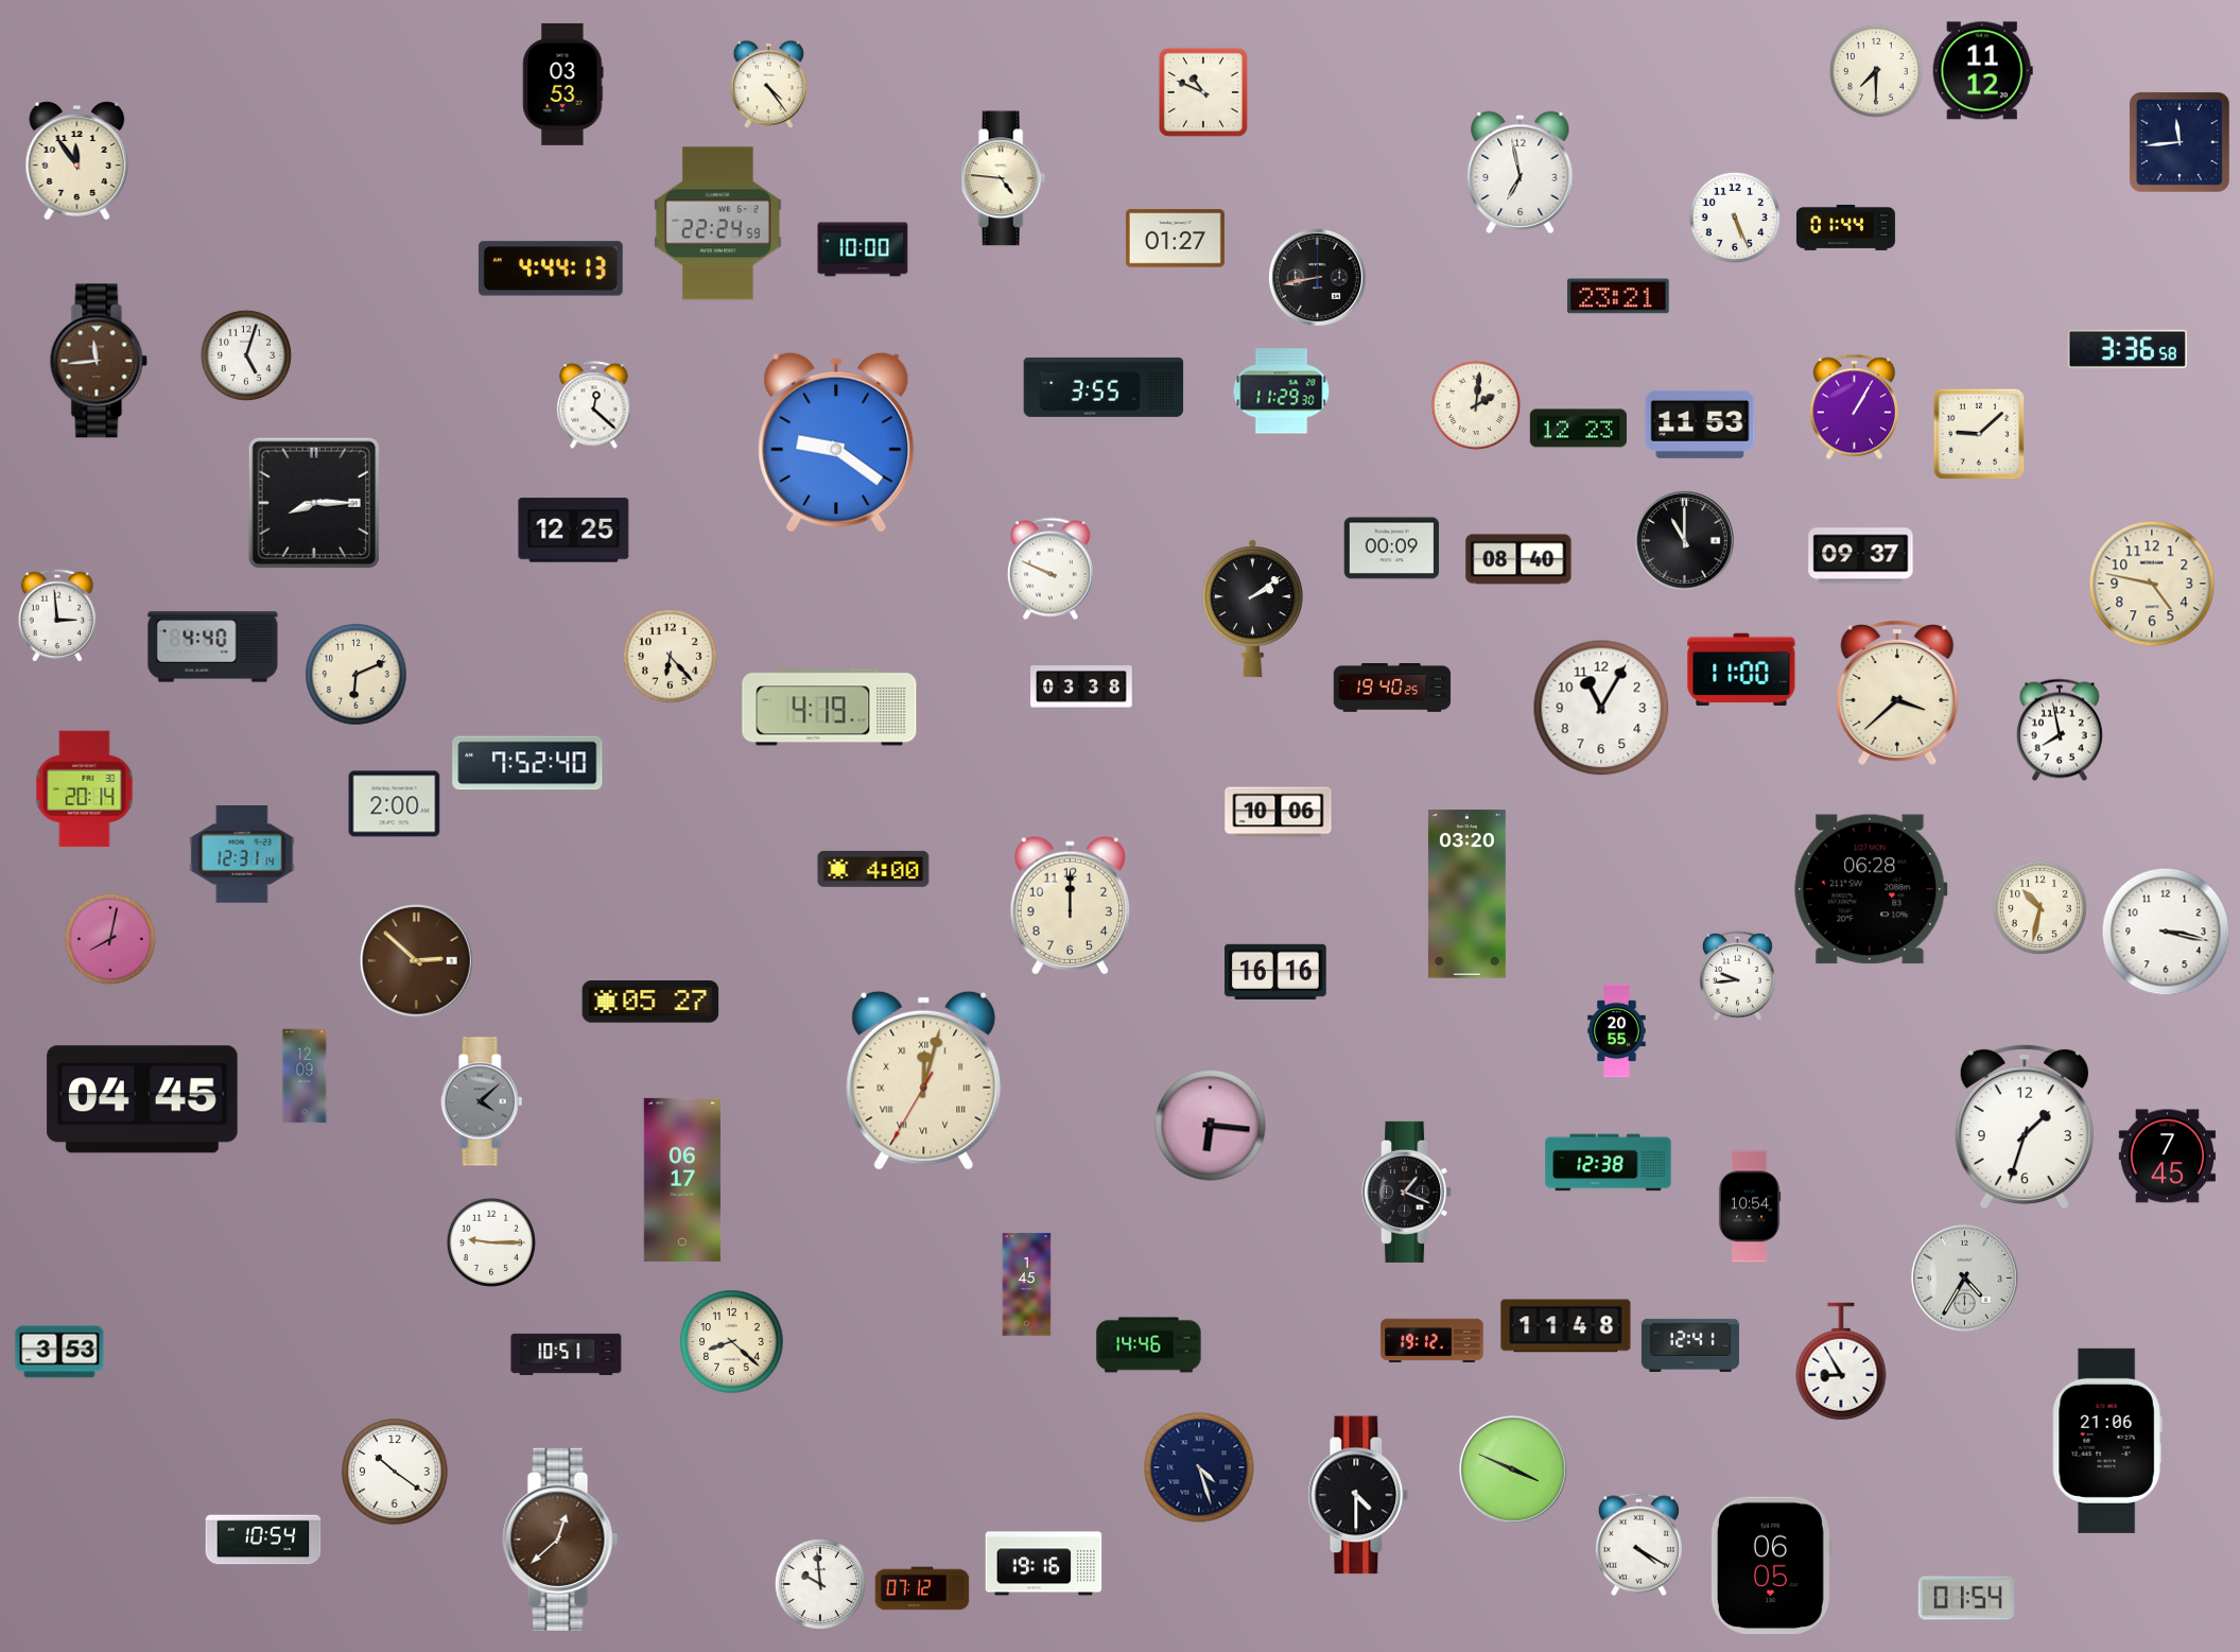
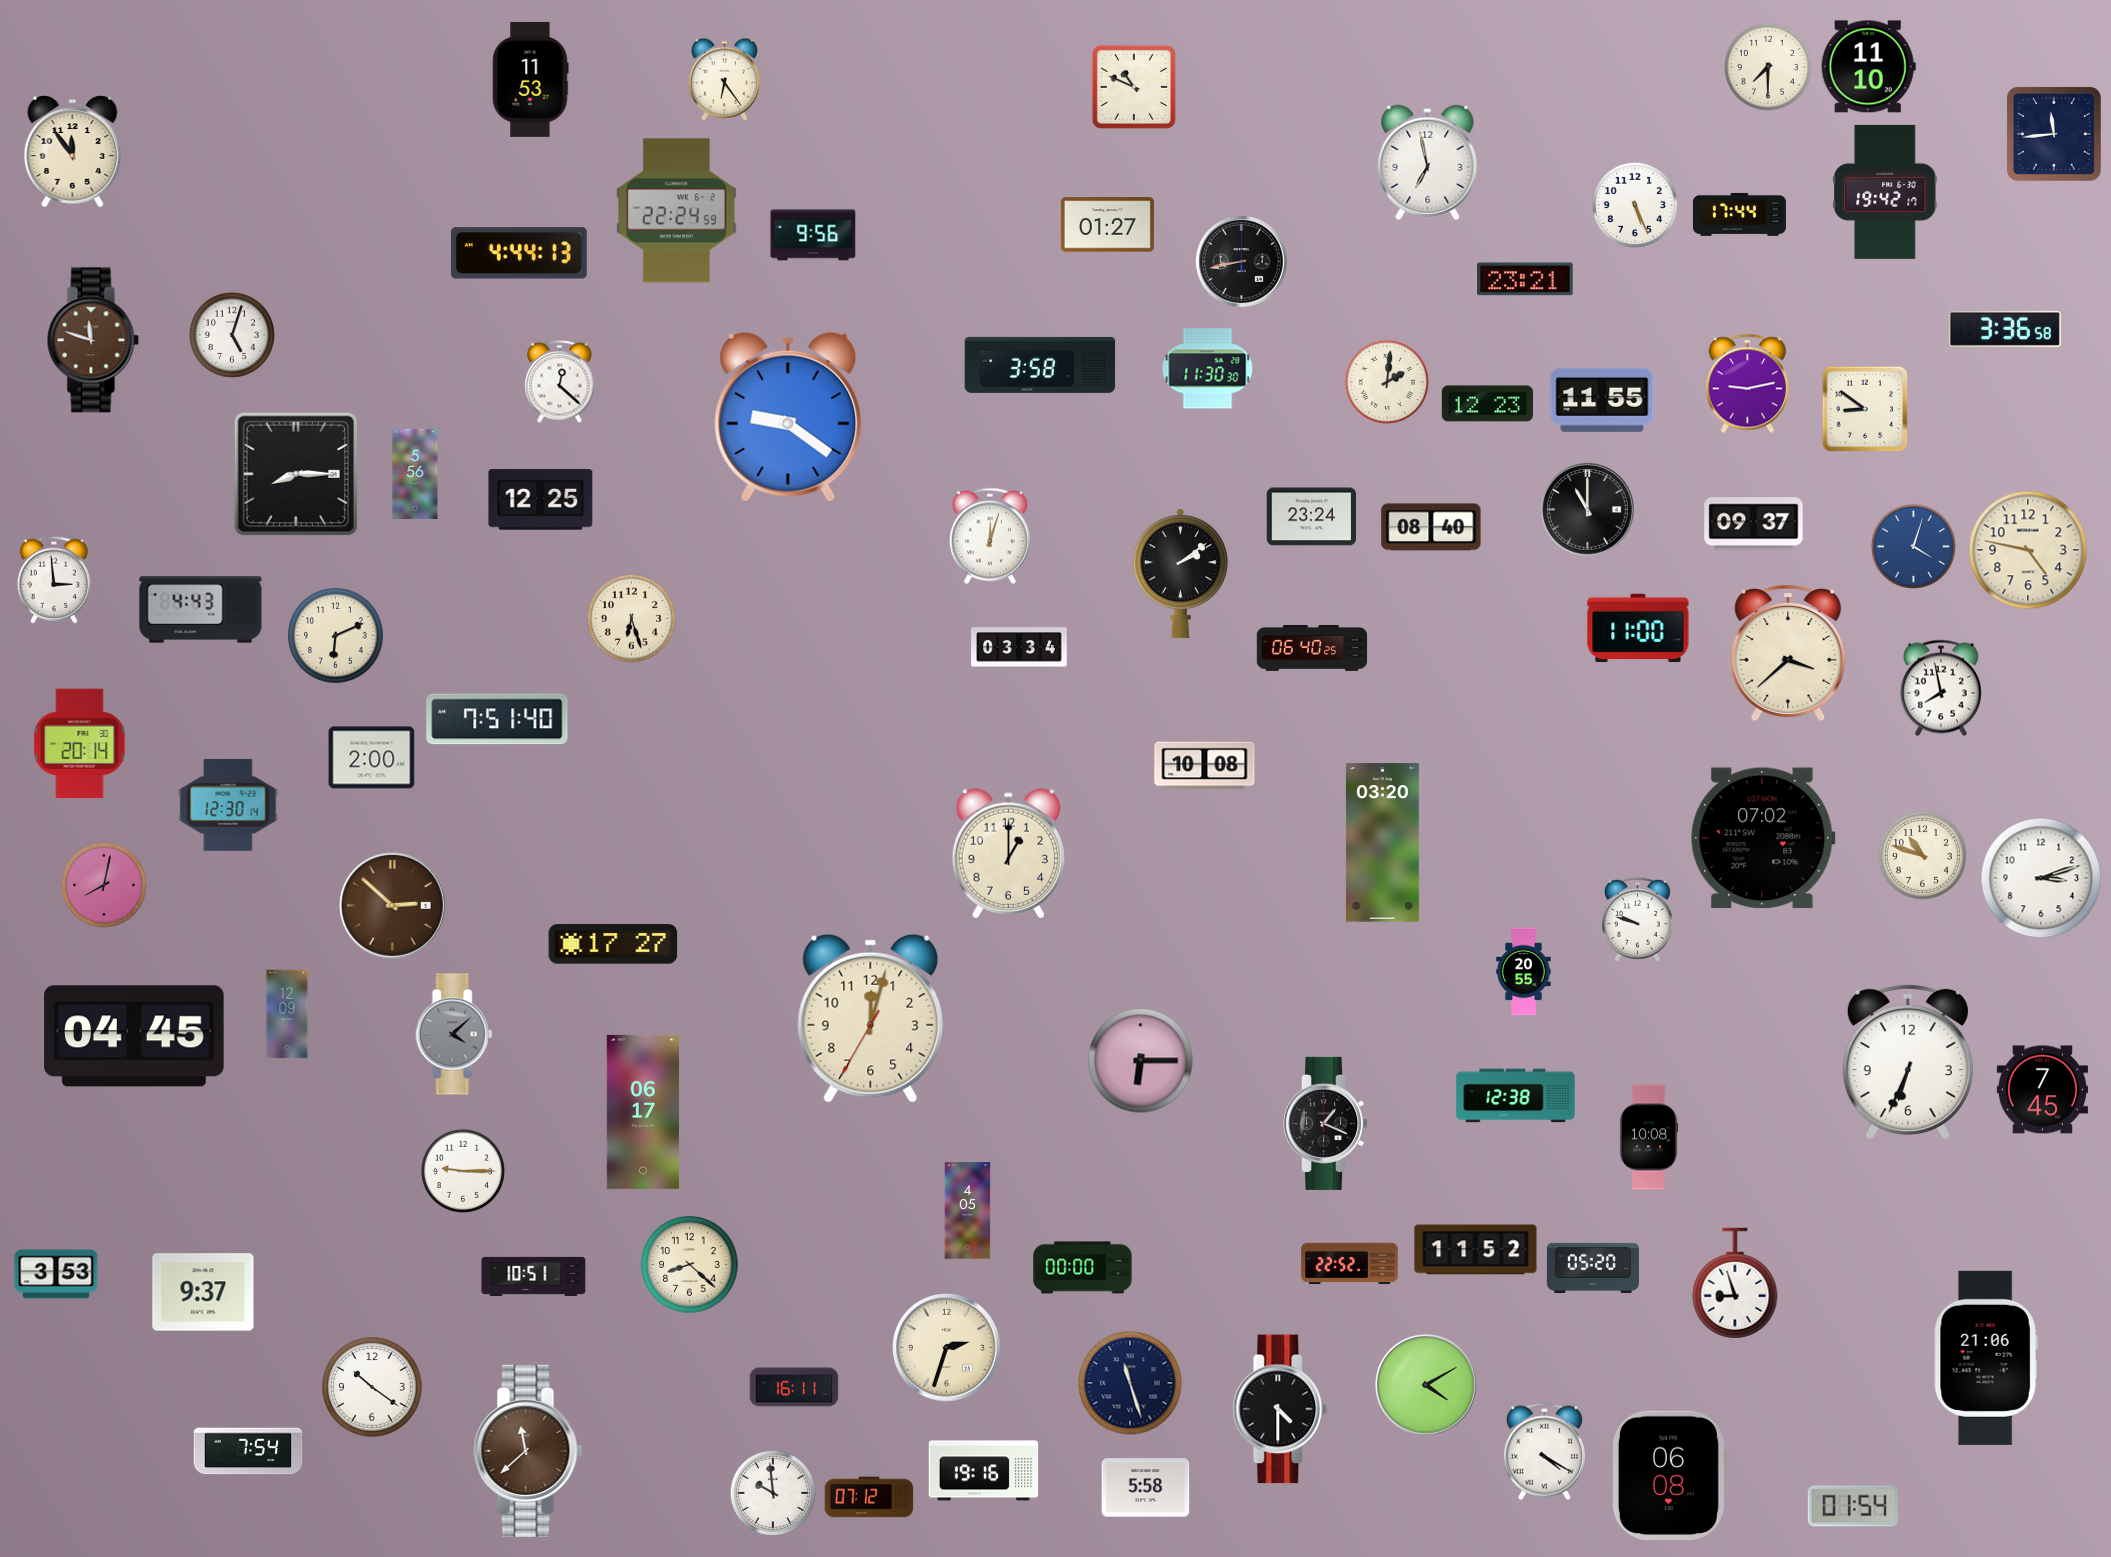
clock at (1982, 71): 11:12 -> 11:10
clock at (563, 84): 03:53 -> 11:53
clock at (769, 84): 4:24 -> 6:24
clock at (1521, 172) position: (1521, 172) -> (1428, 162)
clock at (1003, 178): 4:46 -> none
clock at (1886, 192): none -> 19:42
clock at (1845, 227): 01:44 -> 17:44
clock at (863, 249): 10:00 -> 9:56
clock at (99, 361): 11:44 -> 11:48
clock at (1104, 387): 3:55 -> 3:58
clock at (1282, 392): 11:29 -> 11:30
clock at (1476, 405) position: (1476, 405) -> (1387, 382)
clock at (1854, 407): 1:05 -> 9:13
clock at (1700, 424): 11:53 -> 11:55
clock at (1979, 434): 9:08 -> 8:51
clock at (415, 474): none -> 5:56
clock at (1392, 549): 00:09 -> 23:24
clock at (1050, 569): 9:49 -> 12:03
clock at (1913, 546): none -> 4:03
clock at (213, 647): 4:40 -> 4:43
clock at (670, 656): 6:23 -> 6:27
clock at (1741, 670) position: (1741, 670) -> (1638, 628)
clock at (1081, 688): 03:38 -> 03:34
clock at (1392, 689): 19:40 -> 06:40
clock at (830, 708): 4:19 -> none
clock at (1601, 708): 11:05 -> none
clock at (527, 763): 7:52 -> 7:51
clock at (1279, 813): 10:06 -> 10:08
clock at (242, 854): 12:31 -> 12:30
clock at (873, 869): 4:00 -> none
clock at (1871, 889): 06:28 -> 07:02
clock at (1070, 906): 12:00 -> 1:00
clock at (2039, 907): 10:32 -> 10:48
clock at (2166, 932): 3:17 -> 3:12
clock at (1275, 972): 16:16 -> none
clock at (1737, 975): 9:44 -> 9:48
clock at (650, 1002): 05:27 -> 17:27
clock at (924, 1080) numerals: Roman -> Arabic
clock at (482, 1101) position: (482, 1101) -> (454, 1034)
clock at (1211, 1126): 6:16 -> 6:15
clock at (2025, 1127): 1:33 -> 6:34
clock at (1750, 1206): 10:54 -> 10:08
clock at (1965, 1279): 4:35 -> none
clock at (1027, 1285): 1:45 -> 4:05
clock at (1566, 1326): 11:48 -> 11:52
clock at (1432, 1341): 19:12 -> 22:52
clock at (1149, 1345): 14:46 -> 00:00
clock at (1690, 1345): 12:41 -> 05:20
clock at (1841, 1361): 8:55 -> 8:57
clock at (203, 1292): none -> 9:37
clock at (947, 1348): none -> 2:33
clock at (1199, 1467): 4:27 -> 11:27
clock at (1514, 1471): 3:49 -> 4:10
clock at (794, 1387): none -> 16:11
clock at (263, 1540): 10:54 -> 7:54
clock at (560, 1540): 12:38 -> 11:38
clock at (1638, 1545) position: (1638, 1545) -> (1544, 1452)
clock at (1044, 1564) position: (1044, 1564) -> (984, 1471)
clock at (1771, 1566): 06:05 -> 06:08
clock at (1146, 1488): none -> 5:58
